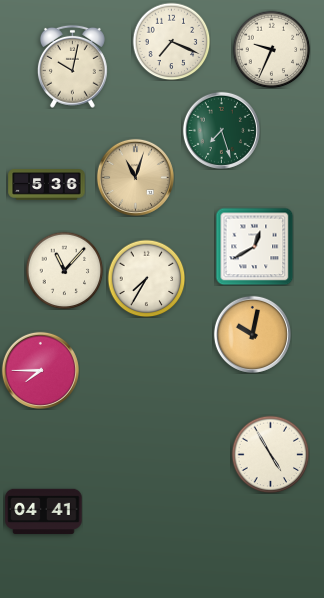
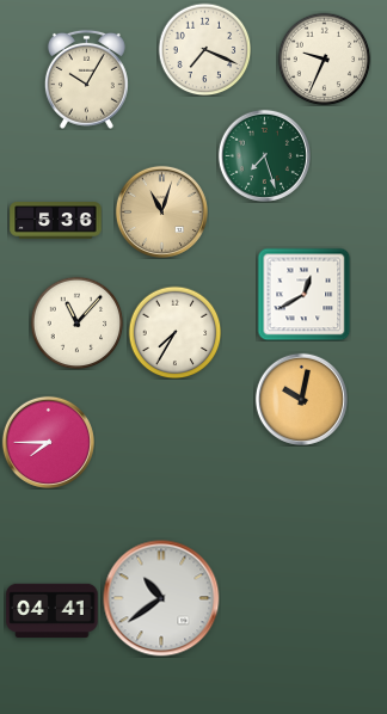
clock at (72, 66): 10:02 -> 10:05
clock at (270, 454): 4:55 -> none
clock at (161, 598): none -> 10:39
